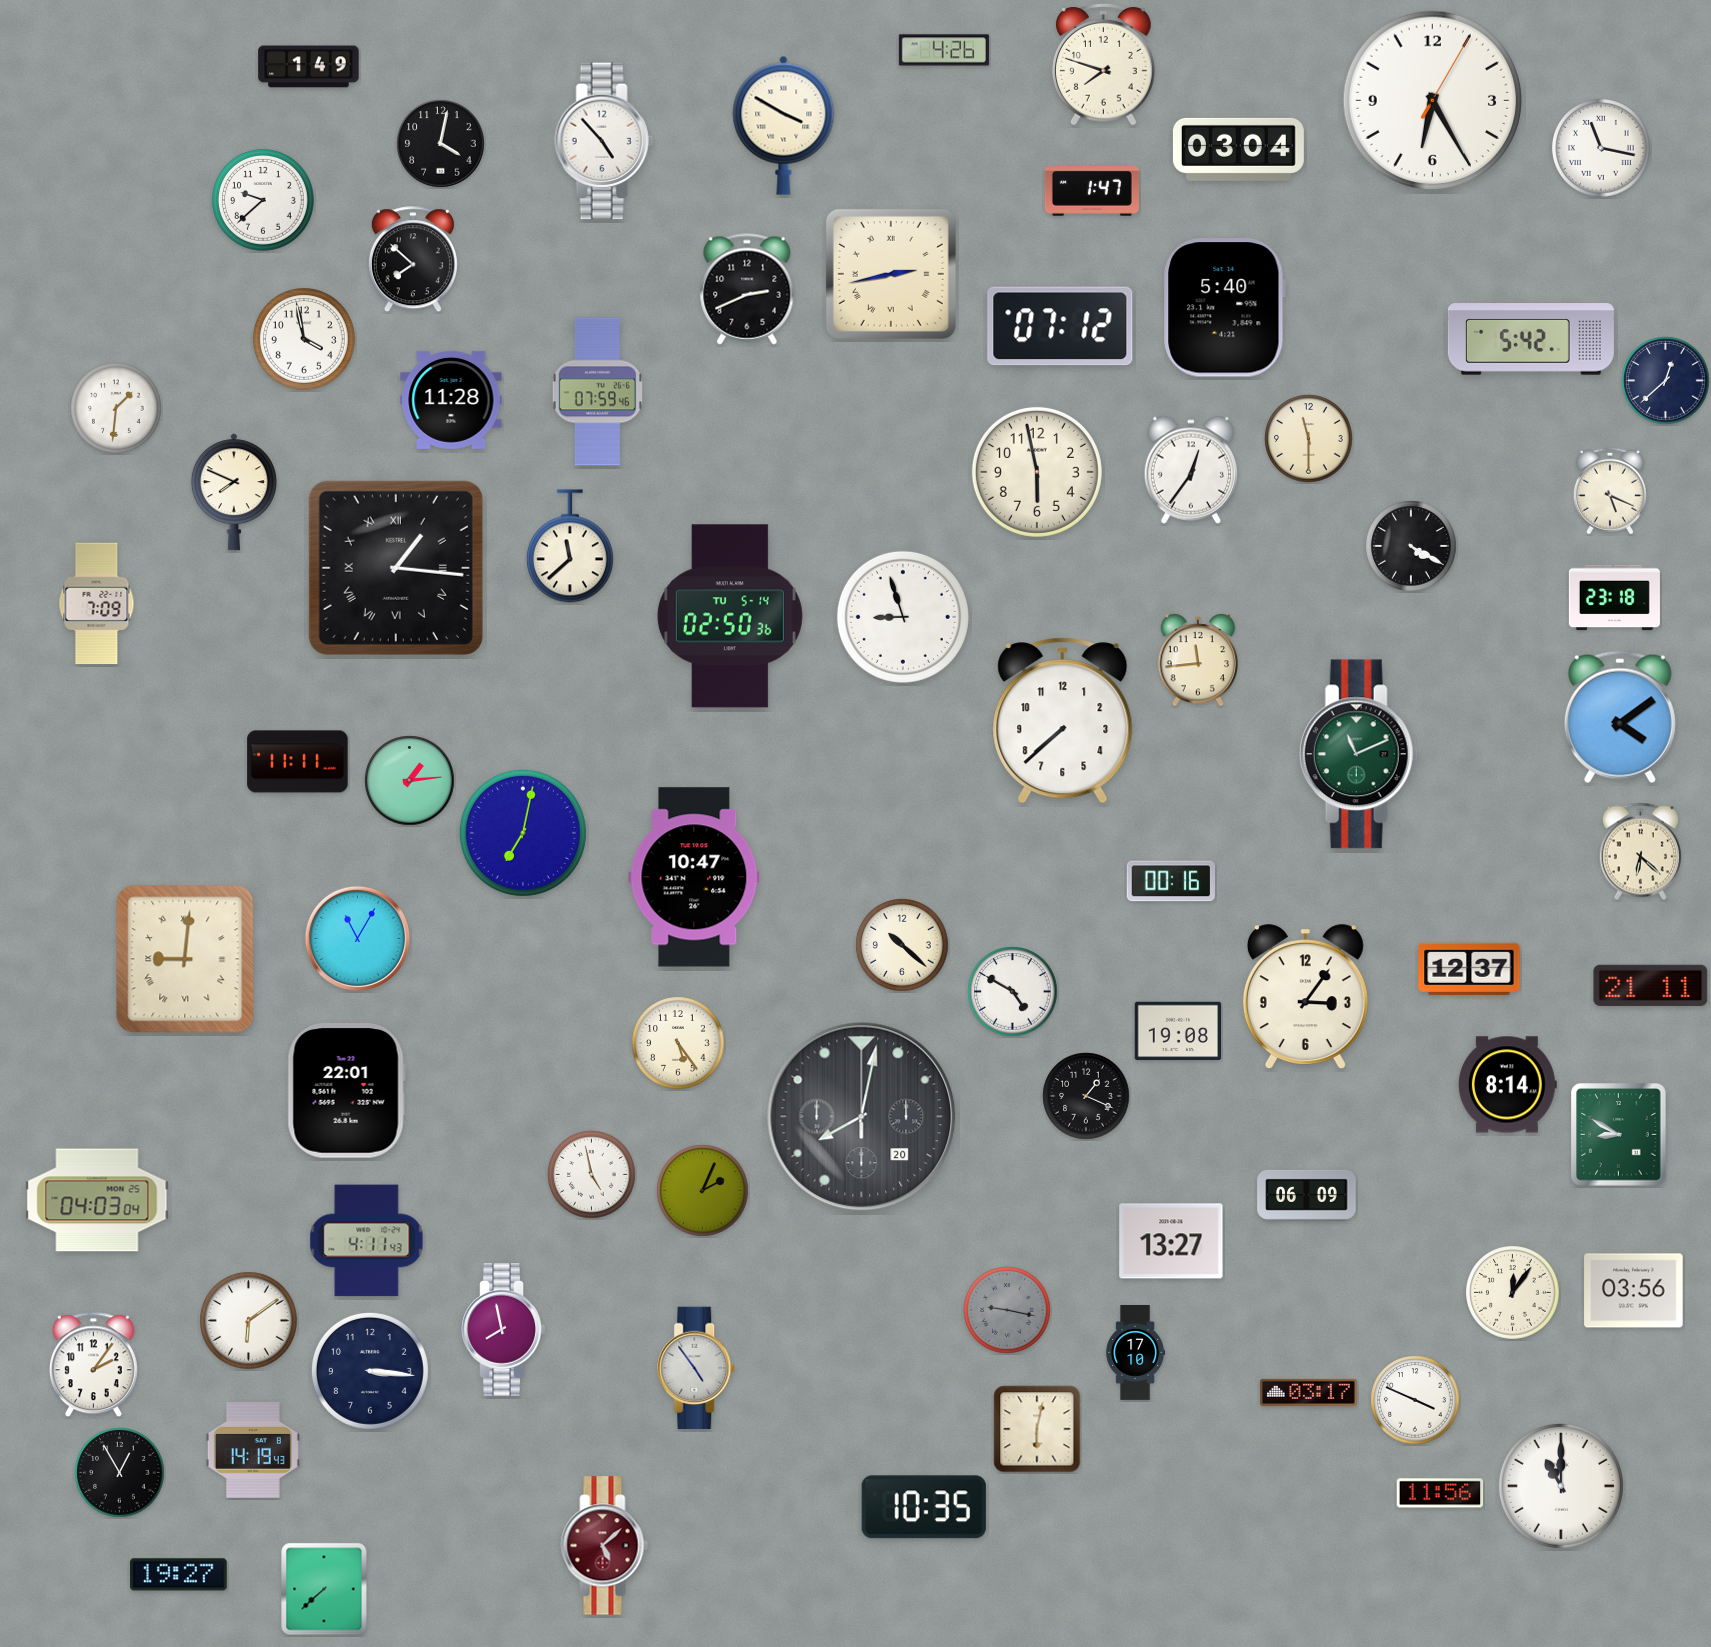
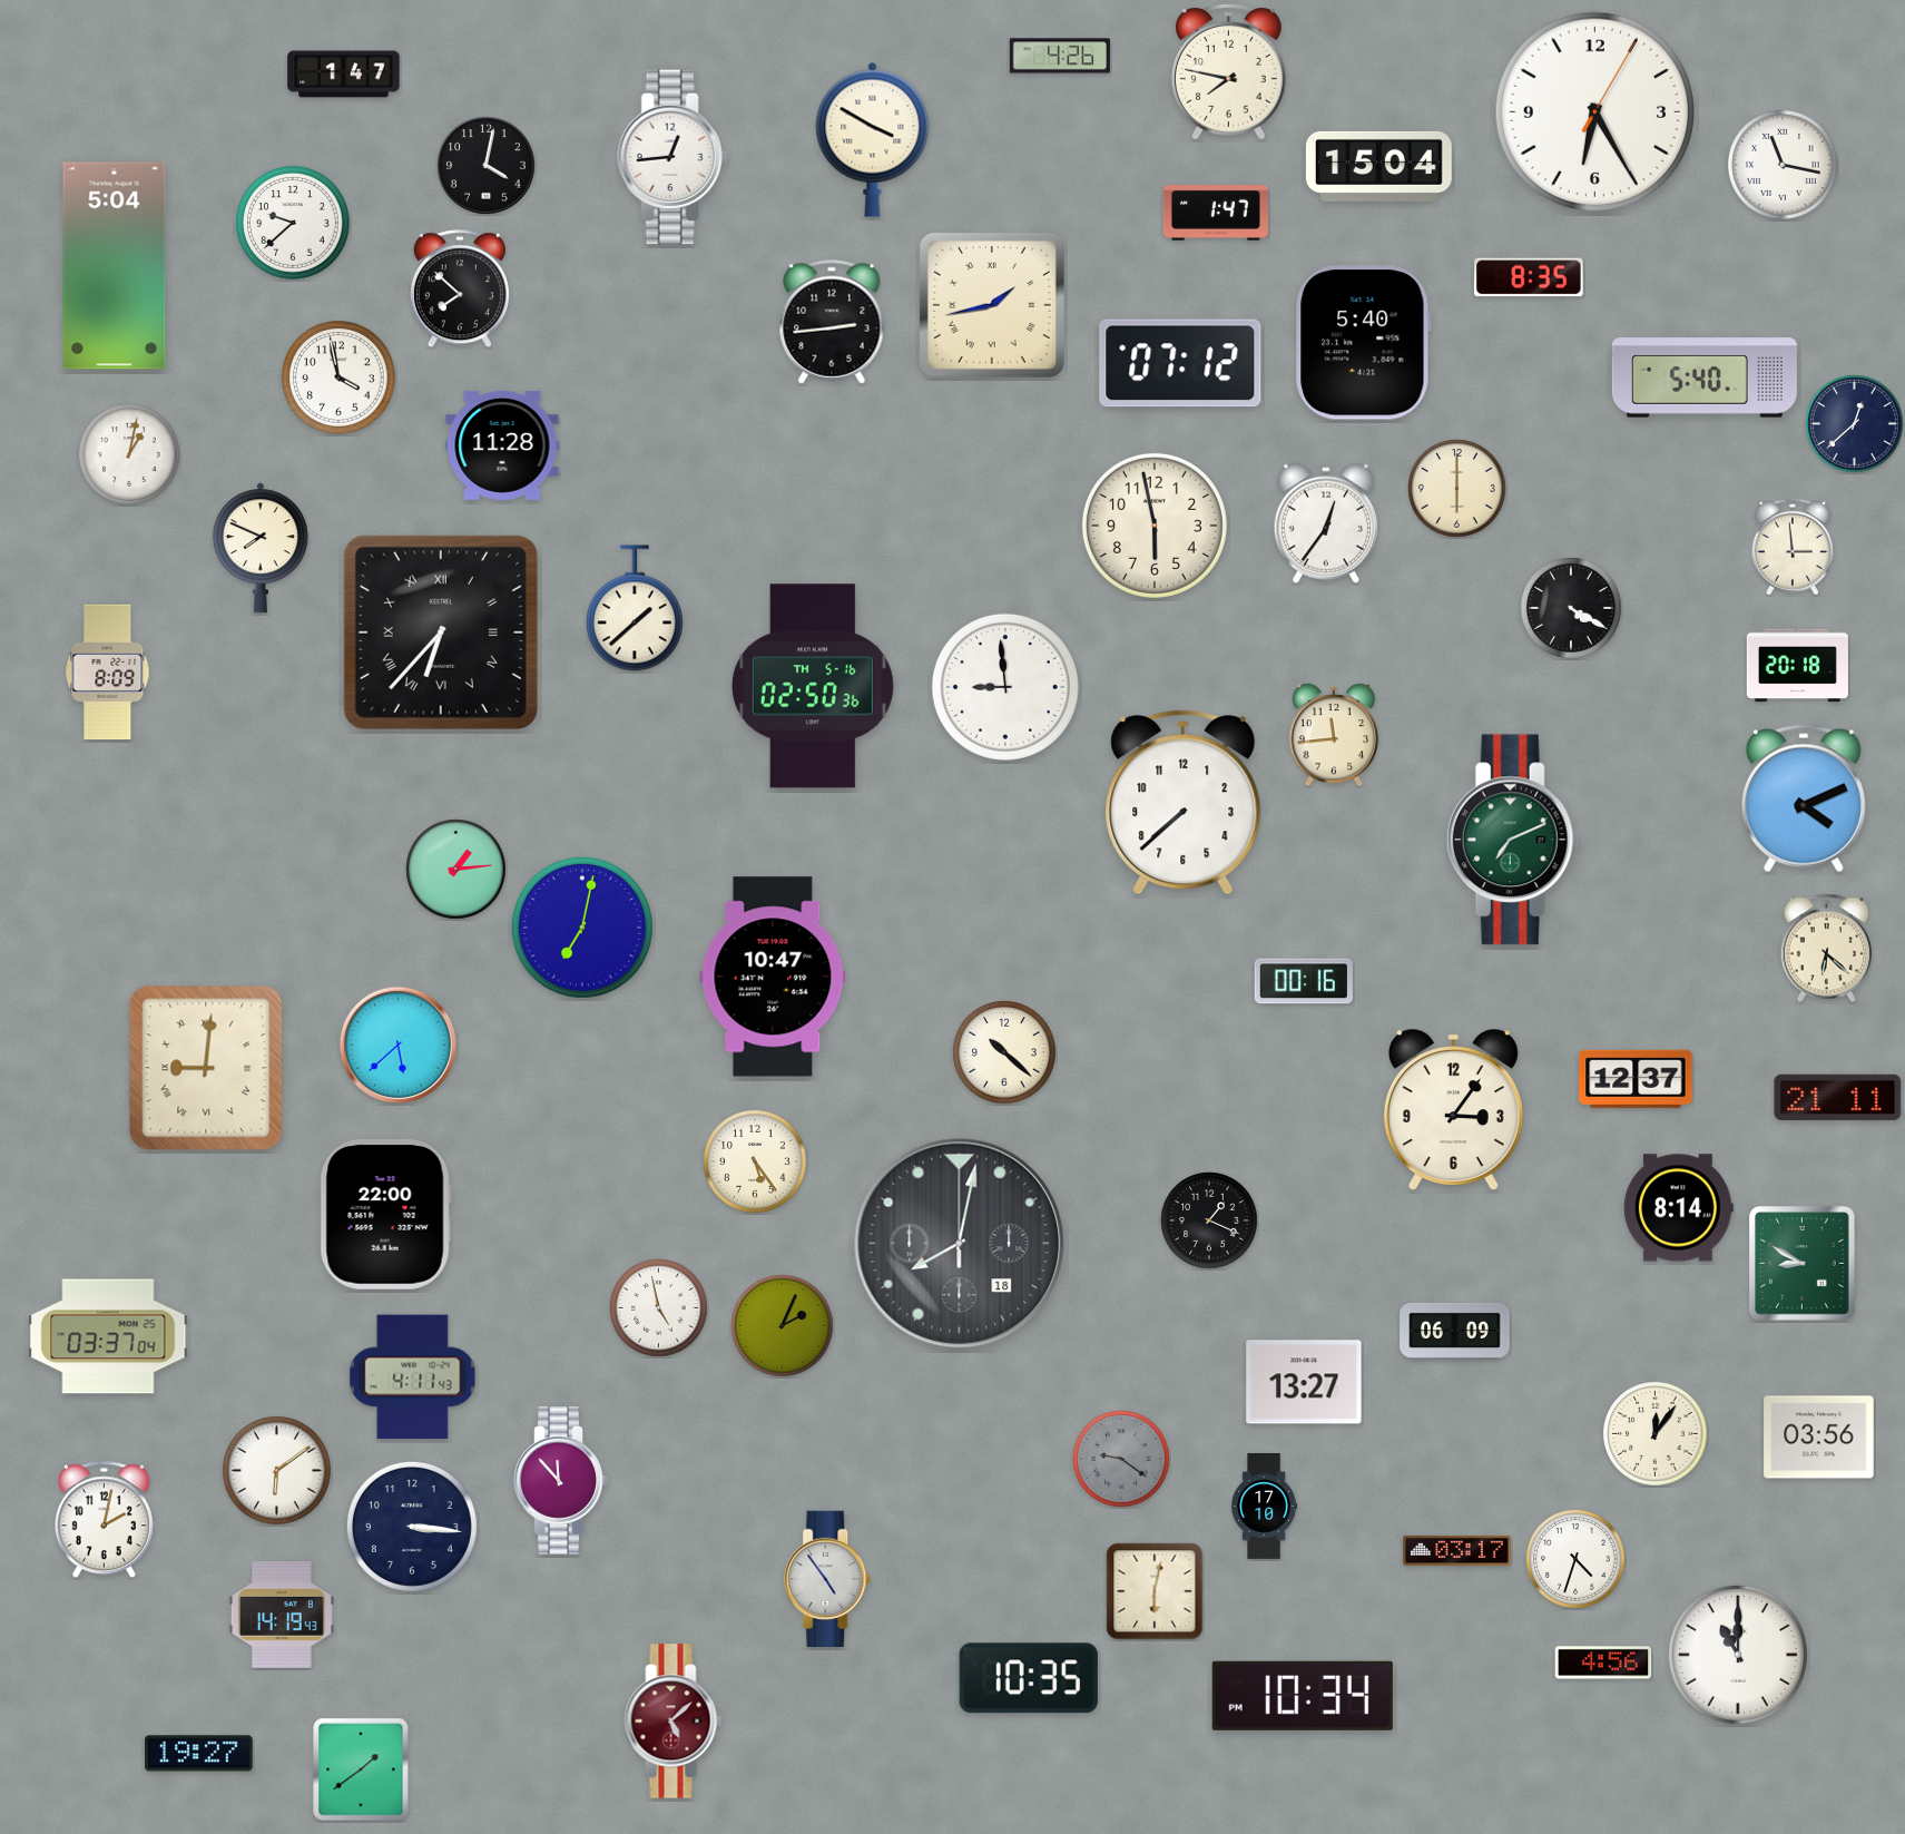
clock at (944, 50) position: (944, 50) -> (1060, 56)
clock at (1104, 64): 7:48 -> 7:47
clock at (309, 67): 1:49 -> 1:47
clock at (604, 141): 4:53 -> 12:44
clock at (441, 144) position: (441, 144) -> (487, 166)
clock at (1238, 149): 03:04 -> 15:04
clock at (115, 266): none -> 5:04
clock at (1529, 277): none -> 8:35
clock at (891, 274): 2:43 -> 1:43
clock at (747, 289): 2:41 -> 2:44
clock at (1531, 339): 5:42 -> 5:40
clock at (597, 392): 07:59 -> none
clock at (116, 408): 1:31 -> 1:02
clock at (1309, 439): 11:30 -> 6:00
clock at (1610, 491): 5:19 -> 2:59
clock at (570, 546): 11:38 -> 1:38
clock at (396, 568): 1:16 -> 6:37
clock at (1614, 598): 23:18 -> 20:18
clock at (97, 604): 7:09 -> 8:09
clock at (730, 616) date: TU 5-14 -> TH 5-16
clock at (903, 617): 8:57 -> 8:59
clock at (1620, 717): 4:09 -> 4:11
clock at (1359, 754): 11:11 -> 7:11
clock at (298, 762): 11:11 -> none
clock at (357, 938): 11:05 -> 5:38
clock at (1013, 992): 4:50 -> none
clock at (1178, 1031): 19:08 -> none
clock at (346, 1091): 22:01 -> 22:00
clock at (862, 1117) date: 20 -> 18
clock at (97, 1200): 04:03 -> 03:37
clock at (367, 1241) position: (367, 1241) -> (413, 1377)
clock at (1513, 1293) position: (1513, 1293) -> (1656, 1434)
clock at (1007, 1310): 9:17 -> 9:21
clock at (504, 1330): 7:58 -> 11:53
clock at (93, 1365): 2:06 -> 2:02
clock at (697, 1368) position: (697, 1368) -> (828, 1579)
clock at (1415, 1400): 3:49 -> 4:33
clock at (120, 1473): 12:55 -> none
clock at (1440, 1493): 11:56 -> 4:56
clock at (1303, 1696): none -> 10:34
clock at (324, 1589): 7:38 -> 1:39
